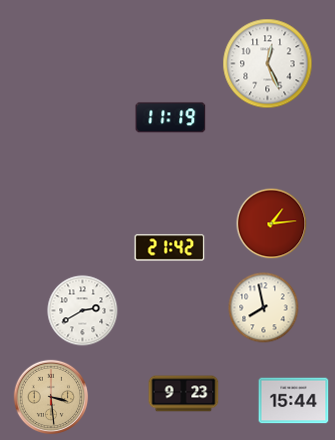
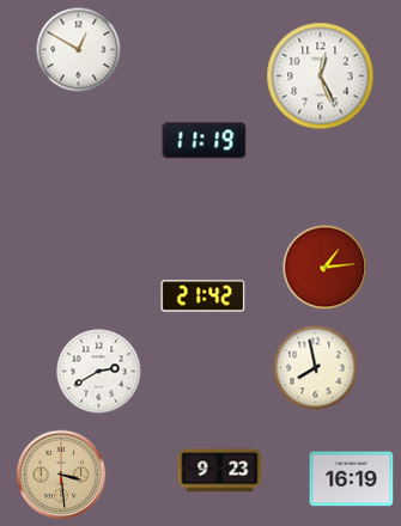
clock at (79, 50): none -> 12:50
clock at (294, 401): 15:44 -> 16:19
